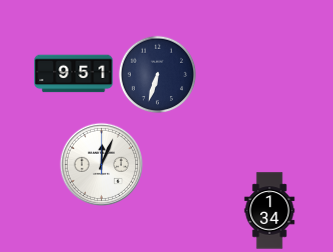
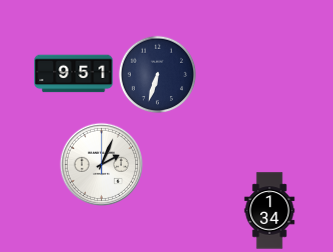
clock at (101, 164): 12:04 -> 2:04
